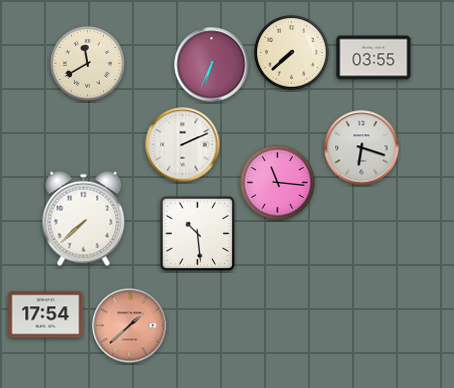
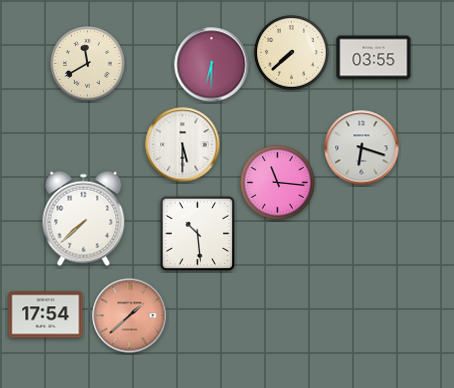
clock at (212, 65): 6:34 -> 6:30
clock at (183, 145): 2:11 -> 5:30
clock at (130, 326) position: (130, 326) -> (130, 316)
